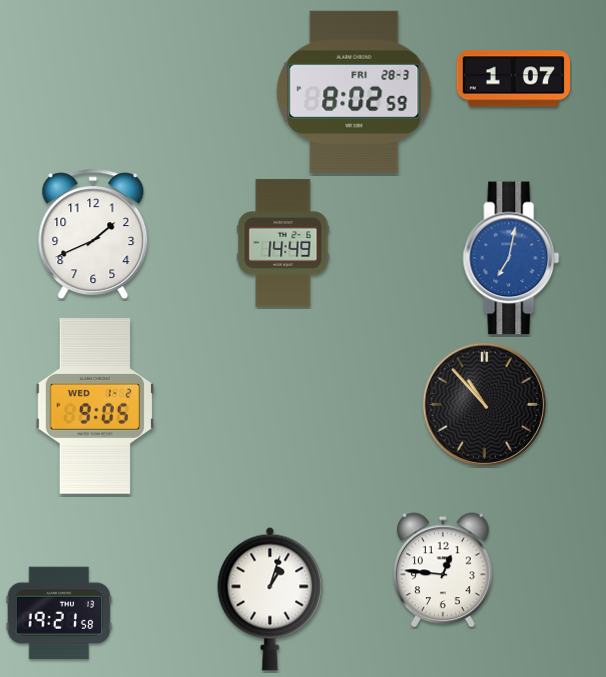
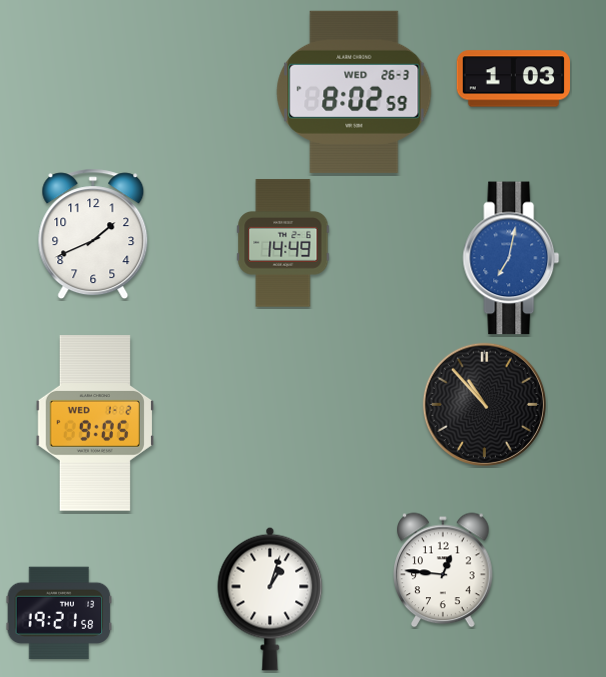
clock at (513, 79): 1:07 -> 1:03
clock at (354, 92) date: FRI 28-3 -> WED 26-3
clock at (94, 406) position: (94, 406) -> (94, 423)
